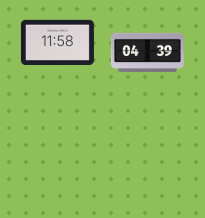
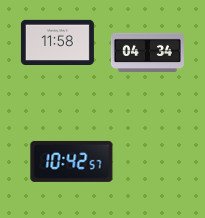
clock at (147, 52): 04:39 -> 04:34
clock at (72, 161): none -> 10:42
